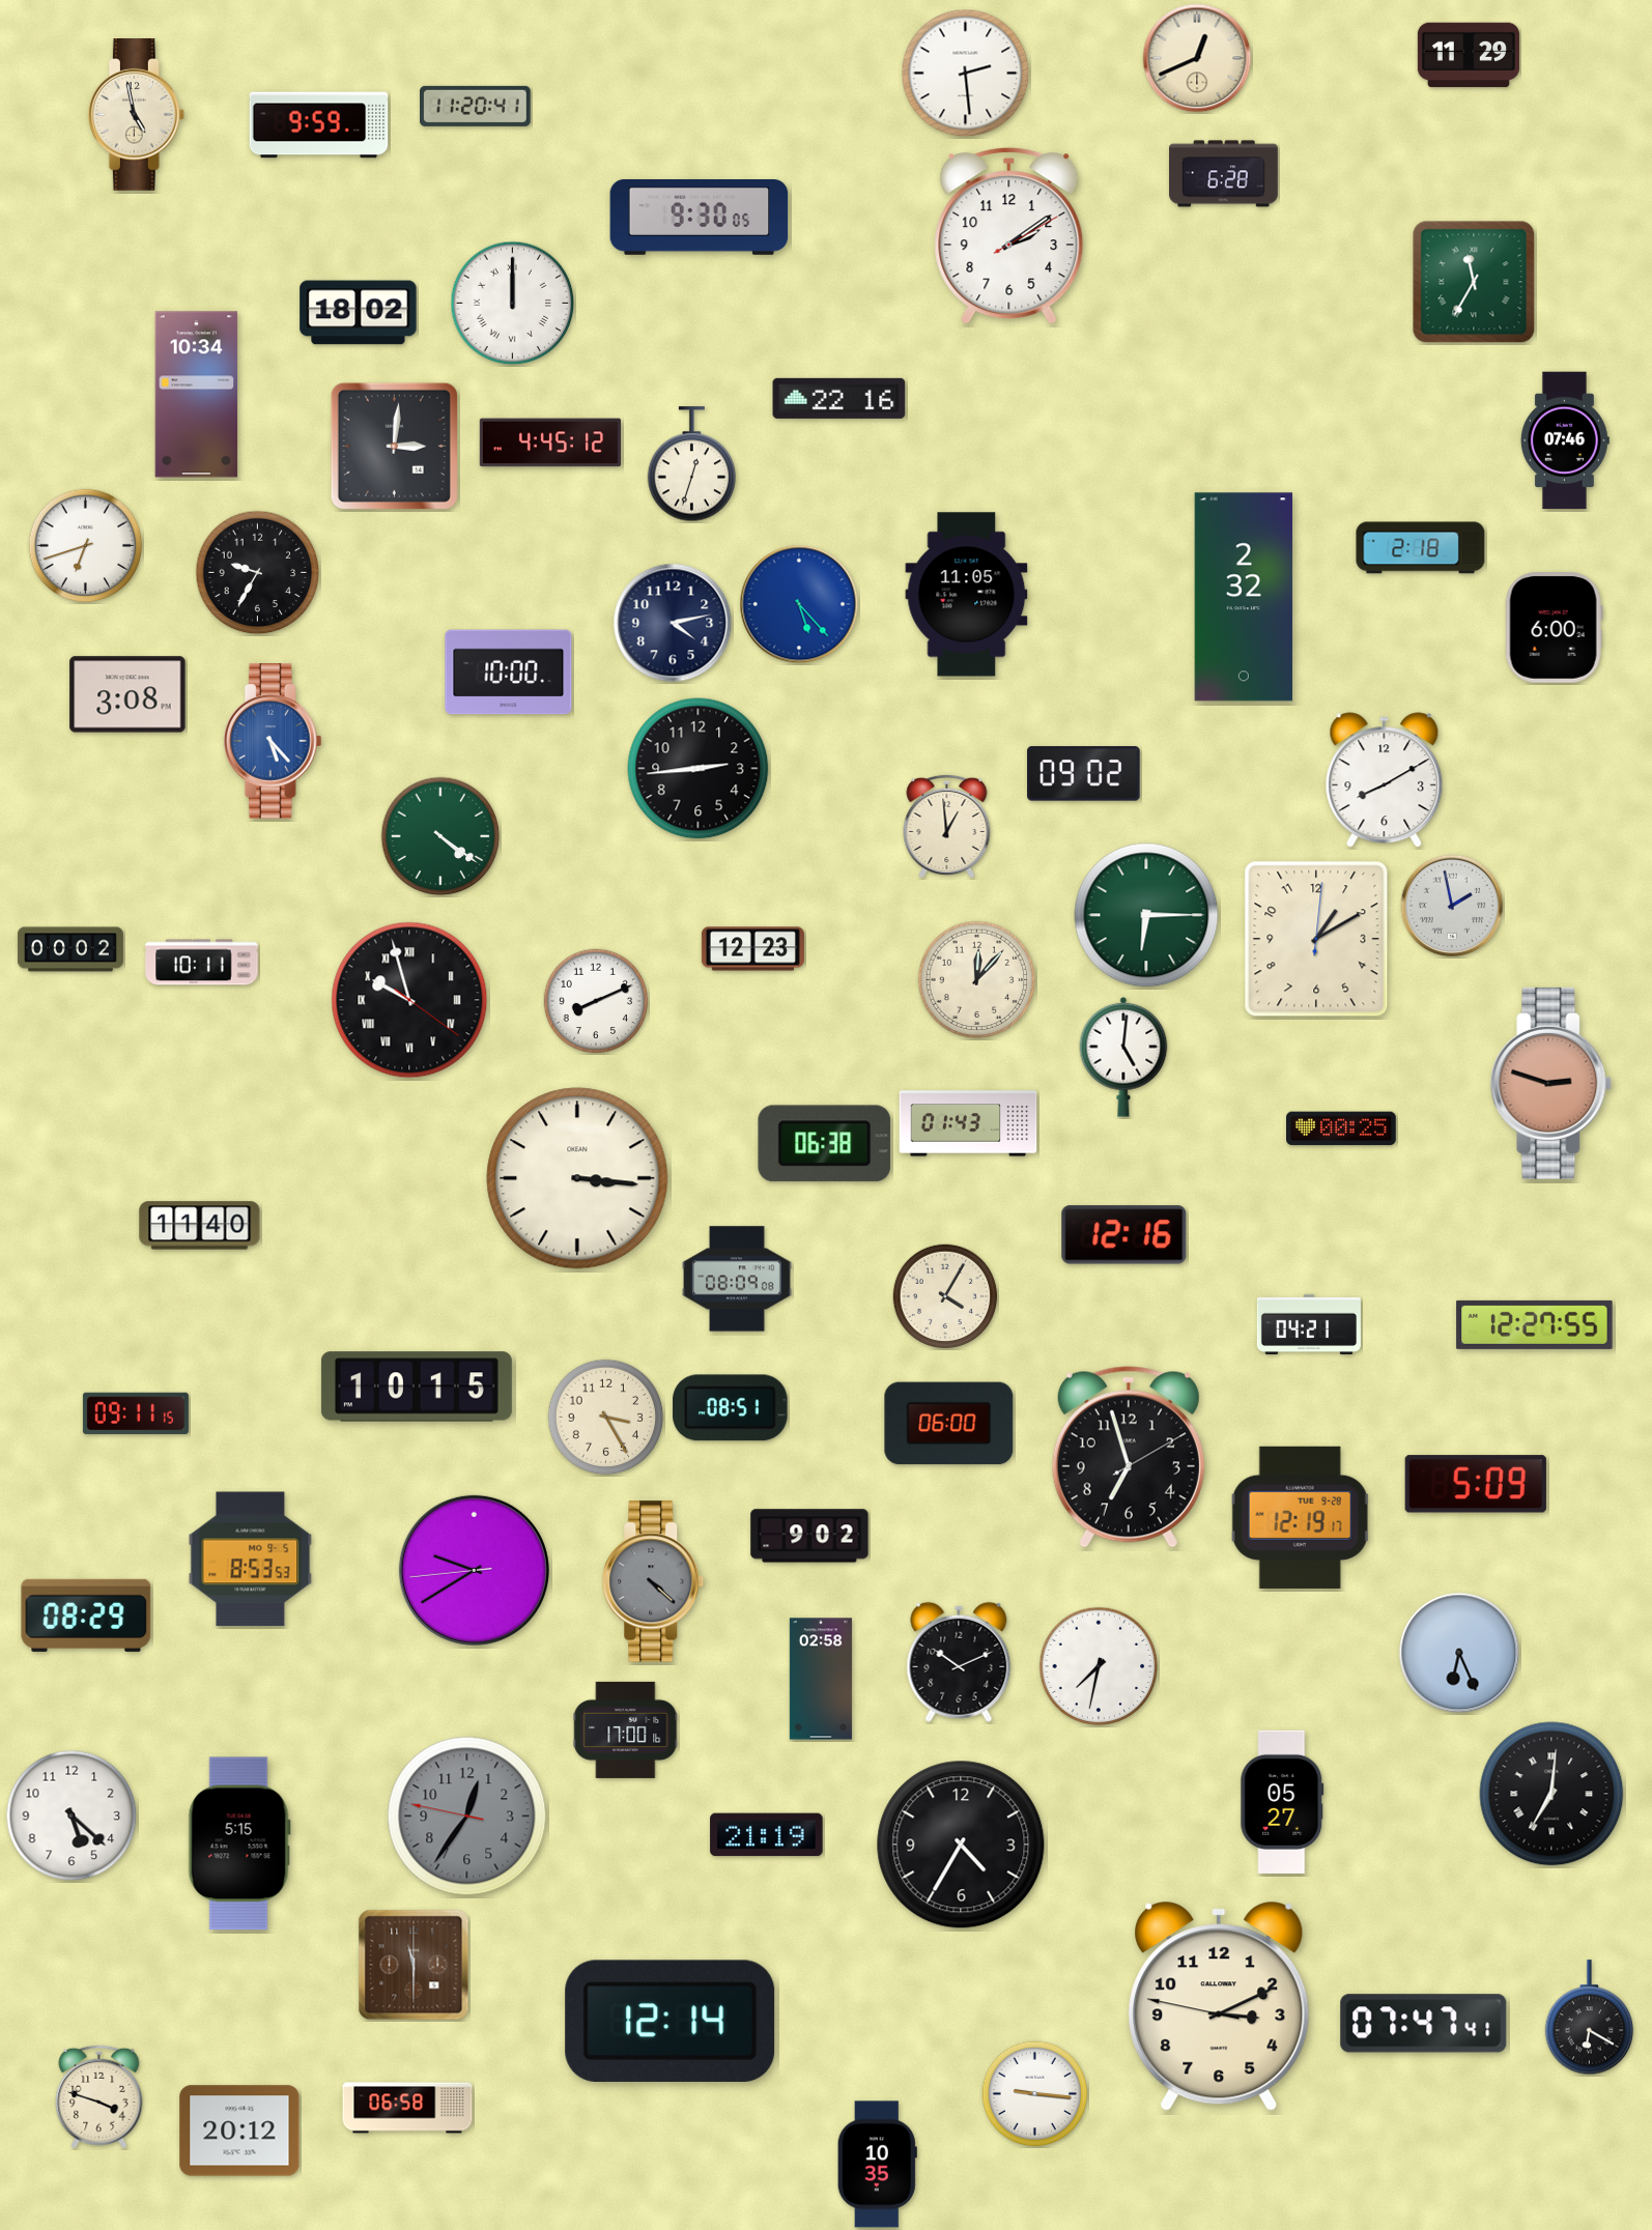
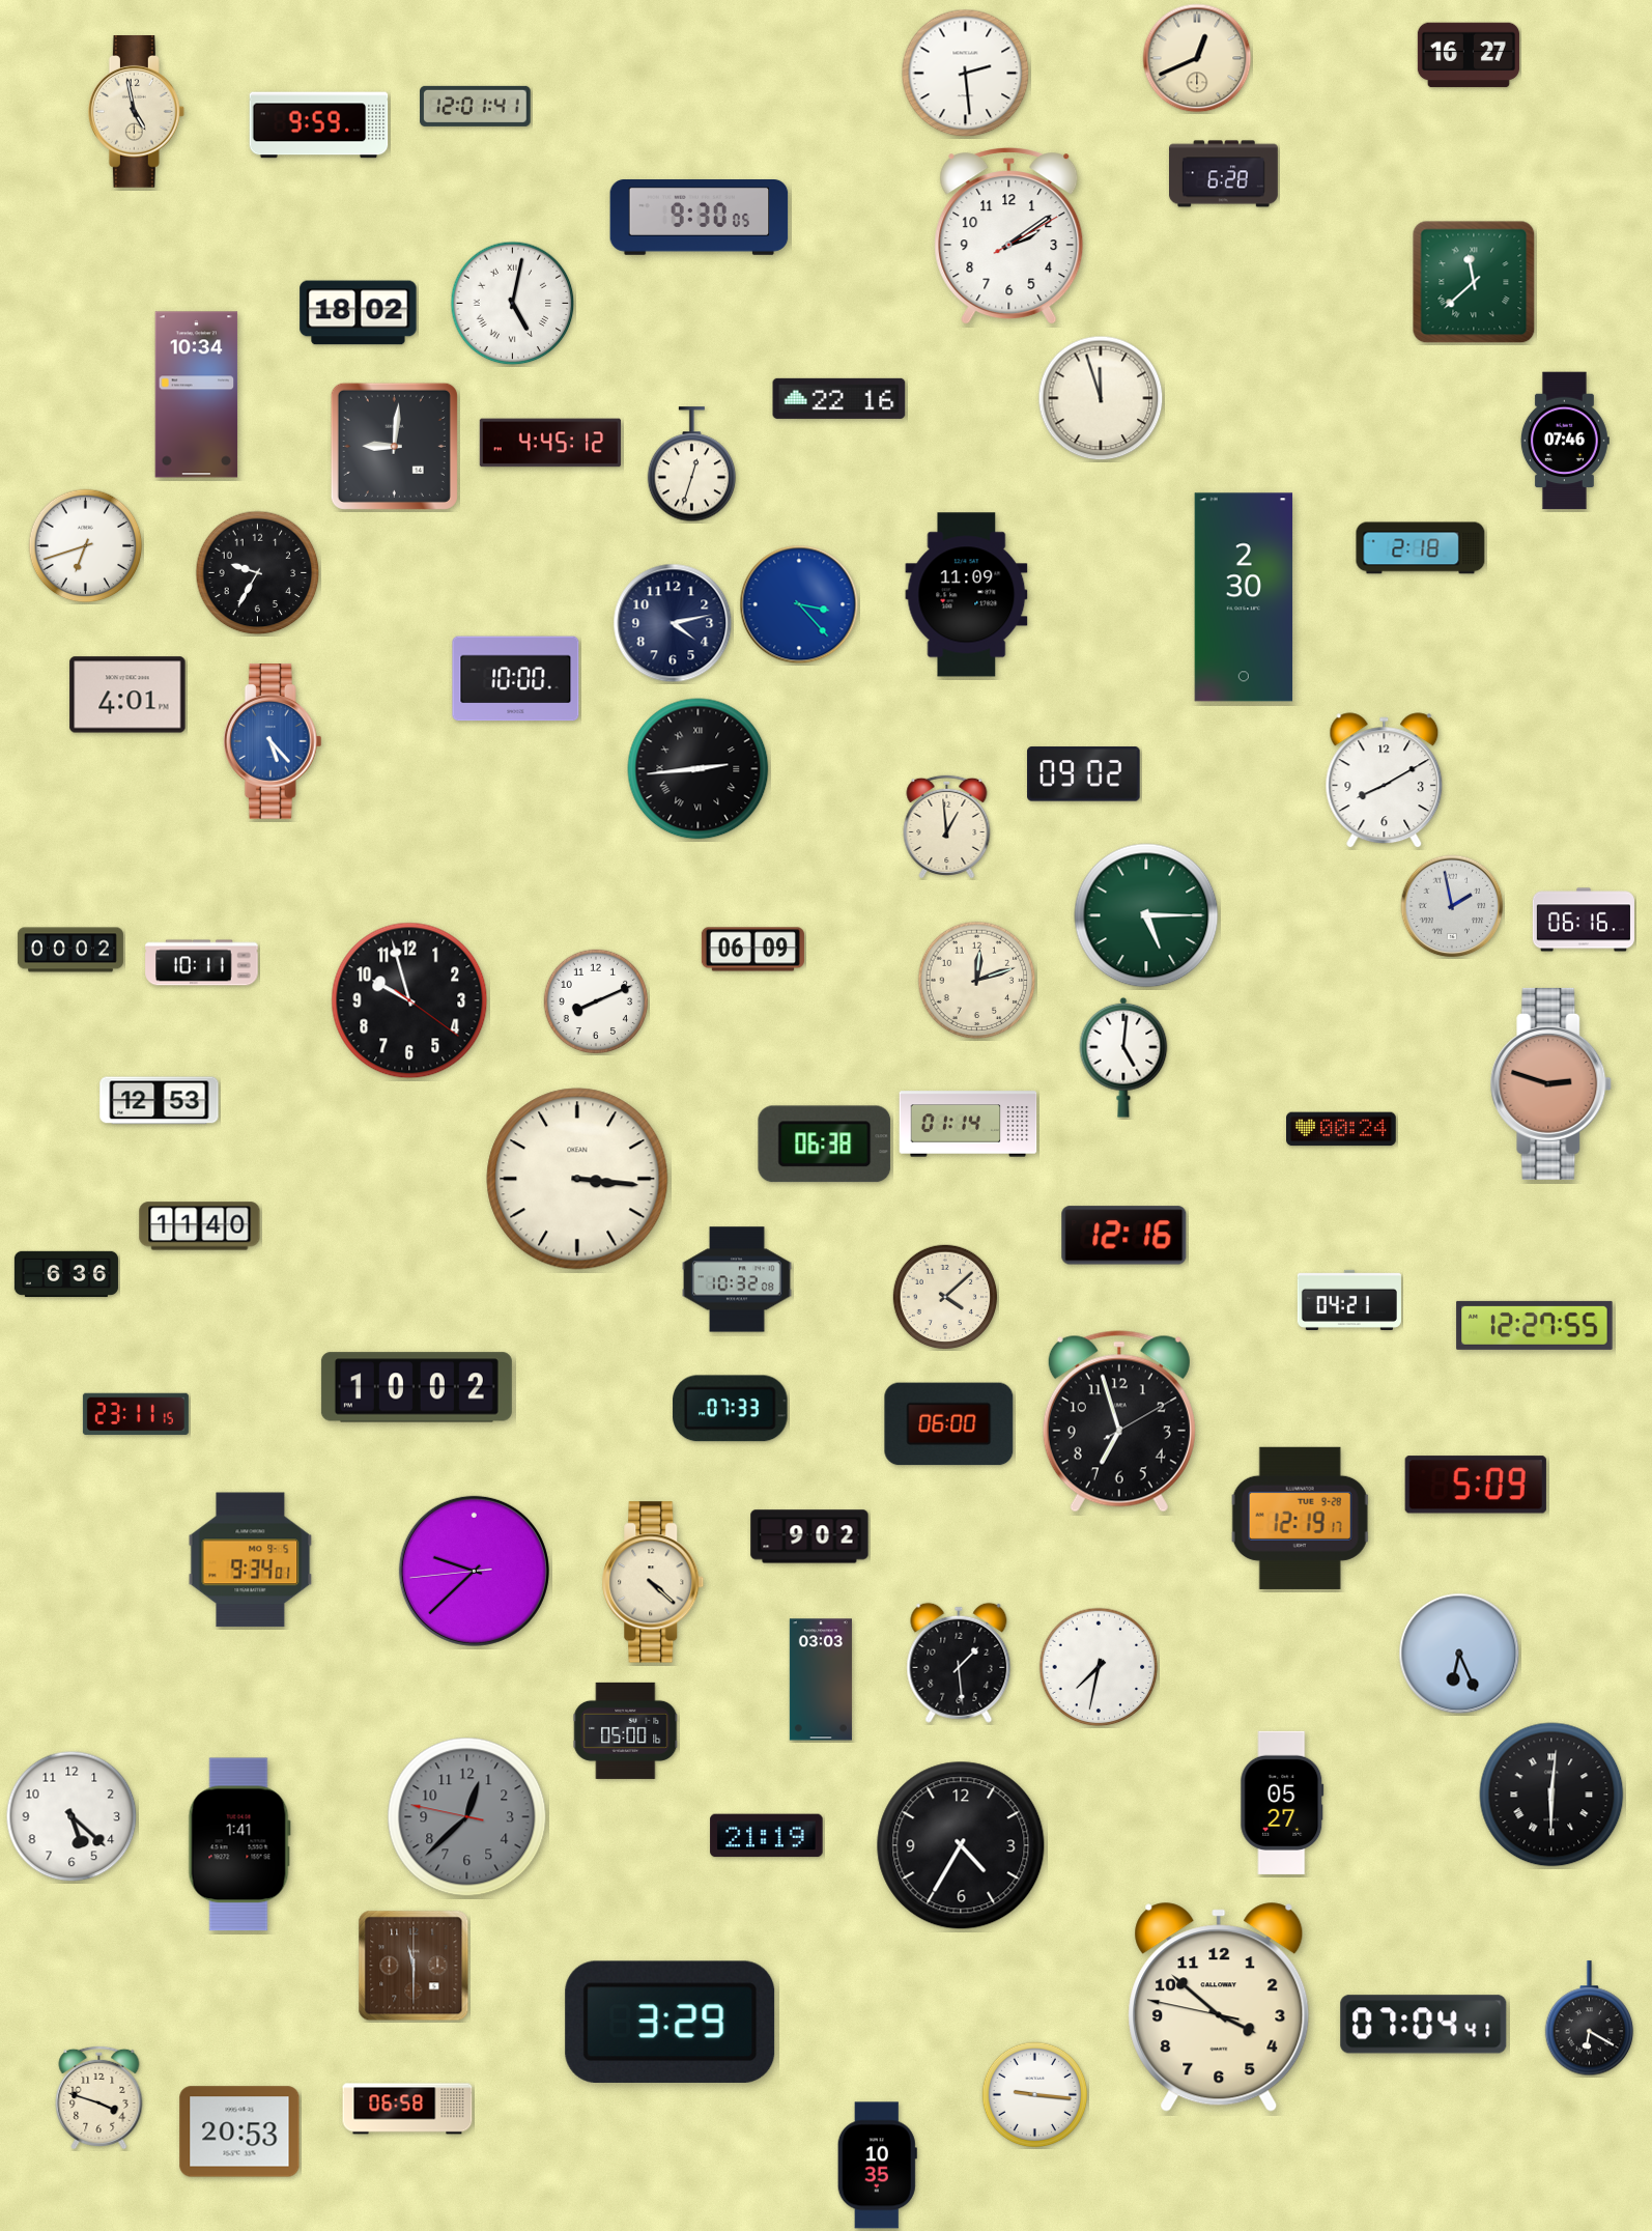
clock at (1469, 55): 11:29 -> 16:27
clock at (476, 106): 11:20 -> 12:01
clock at (136, 115) position: (136, 115) -> (136, 112)
clock at (1474, 282): 11:35 -> 11:38
clock at (513, 304): 12:00 -> 5:02
clock at (1101, 398): none -> 11:57
clock at (394, 446): 3:01 -> 9:01
clock at (967, 595): 11:05 -> 11:09
clock at (1244, 597): 2:32 -> 2:30
clock at (799, 604): 5:23 -> 3:23
clock at (1554, 628): 6:00 -> none
clock at (509, 673) position: (509, 673) -> (516, 679)
clock at (127, 694): 3:08 -> 4:01
clock at (699, 769) numerals: Arabic -> Roman
clock at (440, 836): 4:21 -> none
clock at (1146, 915): 6:15 -> 5:15
clock at (1584, 920): none -> 06:16
clock at (1316, 939): 1:10 -> none
clock at (752, 949): 12:23 -> 06:09
clock at (977, 980): 12:07 -> 12:12
clock at (409, 1000) numerals: Roman -> Arabic
clock at (160, 1101): none -> 12:53
clock at (968, 1123): 01:43 -> 01:14
clock at (1342, 1128): 00:25 -> 00:24
clock at (66, 1274): none -> 6:36
clock at (737, 1279): 08:09 -> 10:32
clock at (945, 1296): 4:05 -> 4:08
clock at (1309, 1324) position: (1309, 1324) -> (1349, 1300)
clock at (417, 1386): 10:15 -> 10:02
clock at (731, 1408): 08:51 -> 07:33
clock at (136, 1413): 09:11 -> 23:11
clock at (606, 1418): 3:25 -> none
clock at (1129, 1457) position: (1129, 1457) -> (1119, 1421)
clock at (251, 1560): 8:53 -> 9:34
clock at (474, 1570): 9:39 -> 9:37
clock at (653, 1581) dial: grey -> cream
clock at (86, 1616): 08:29 -> none
clock at (959, 1662): 10:11 -> 1:29
clock at (821, 1679): 02:58 -> 03:03
clock at (626, 1729): 17:00 -> 05:00
clock at (1551, 1794): 7:01 -> 6:01
clock at (467, 1817): 12:35 -> 12:37
clock at (239, 1843): 5:15 -> 1:41
clock at (1219, 2006): 3:10 -> 3:51
clock at (671, 2021): 12:14 -> 3:29
clock at (1424, 2024): 07:47 -> 07:04
clock at (239, 2131): 20:12 -> 20:53
